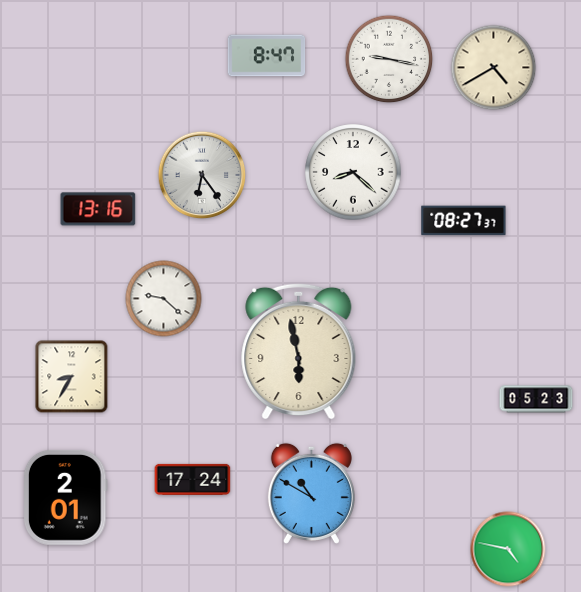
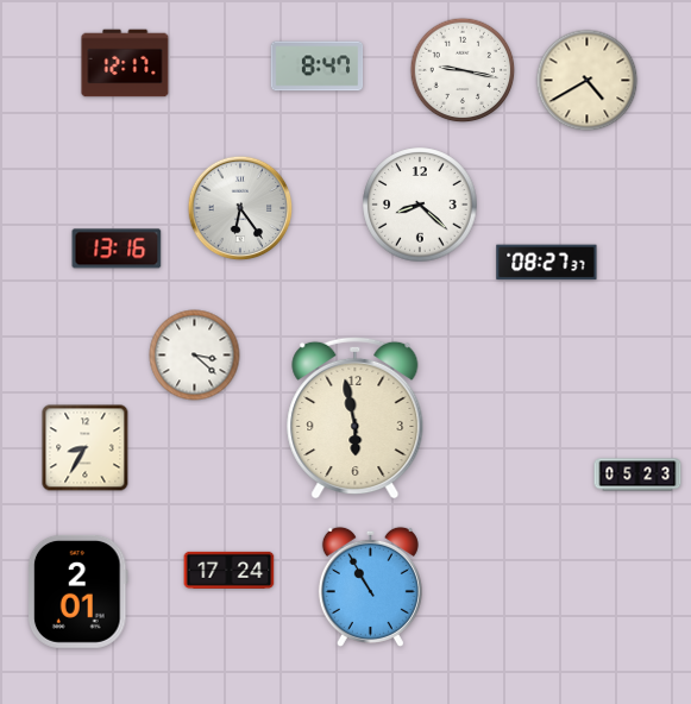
clock at (125, 63): none -> 12:17
clock at (464, 221) position: (464, 221) -> (547, 263)
clock at (164, 299): 9:22 -> 3:22
clock at (311, 493): 10:50 -> 10:55
clock at (508, 549): 4:47 -> none
